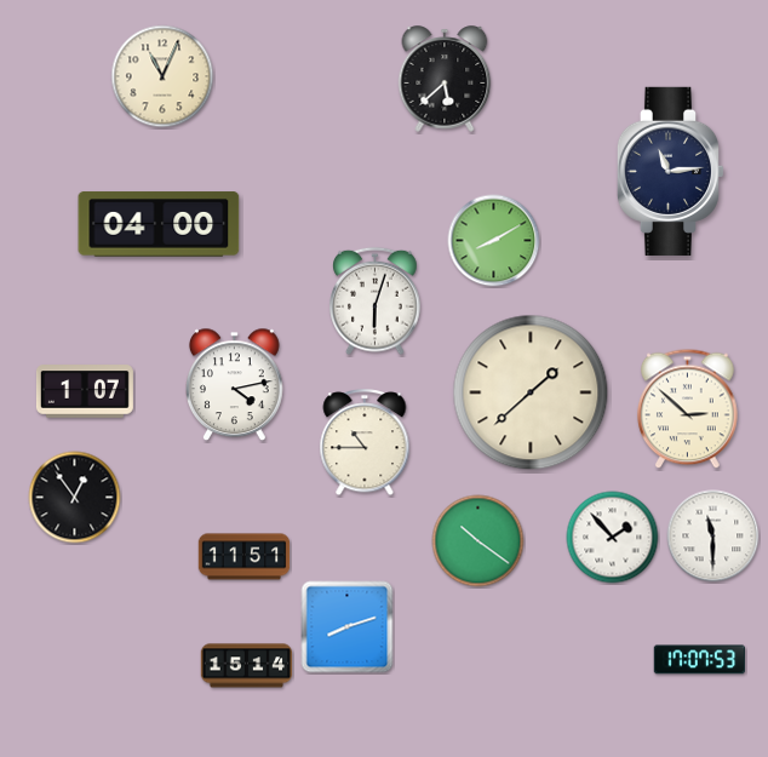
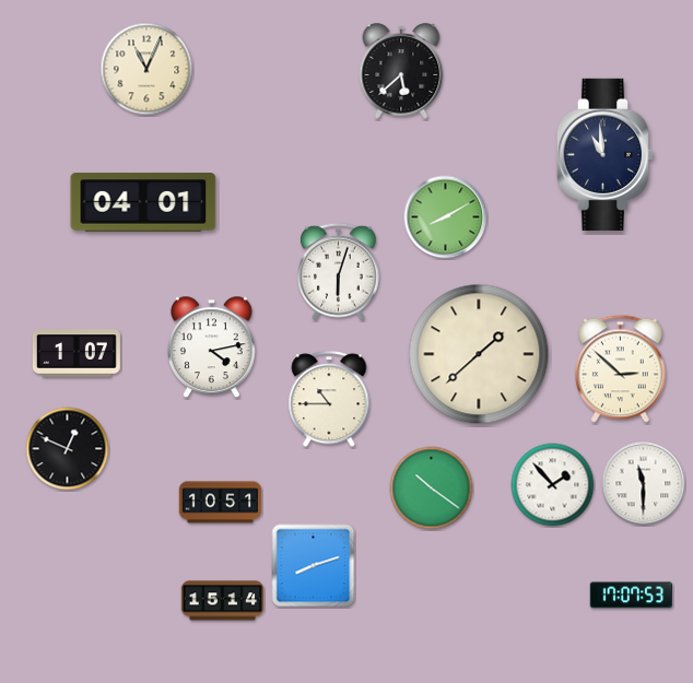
clock at (671, 171): 11:14 -> 10:59
clock at (159, 224): 04:00 -> 04:01
clock at (75, 498): 12:54 -> 12:49
clock at (245, 557): 11:51 -> 10:51
